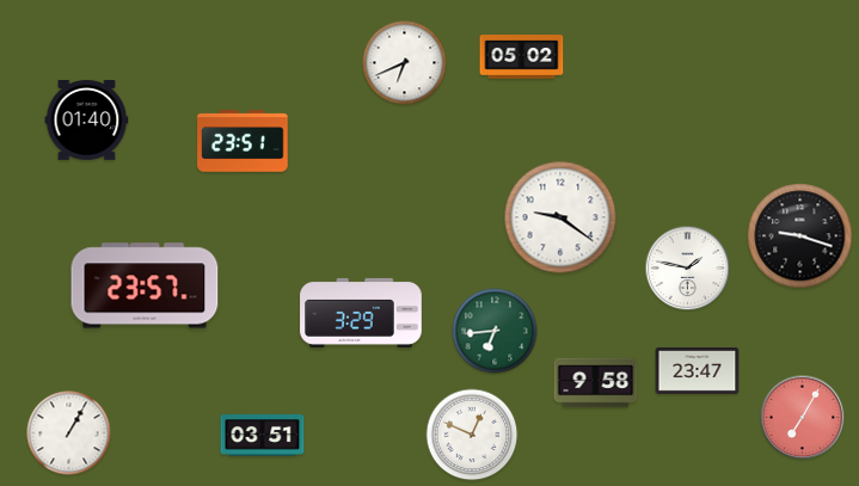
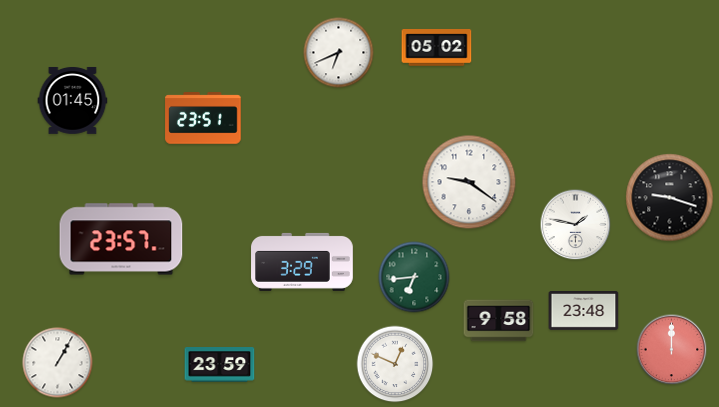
clock at (87, 119): 01:40 -> 01:45
clock at (698, 370): 23:47 -> 23:48
clock at (803, 418): 7:05 -> 12:00
clock at (263, 436): 03:51 -> 23:59
